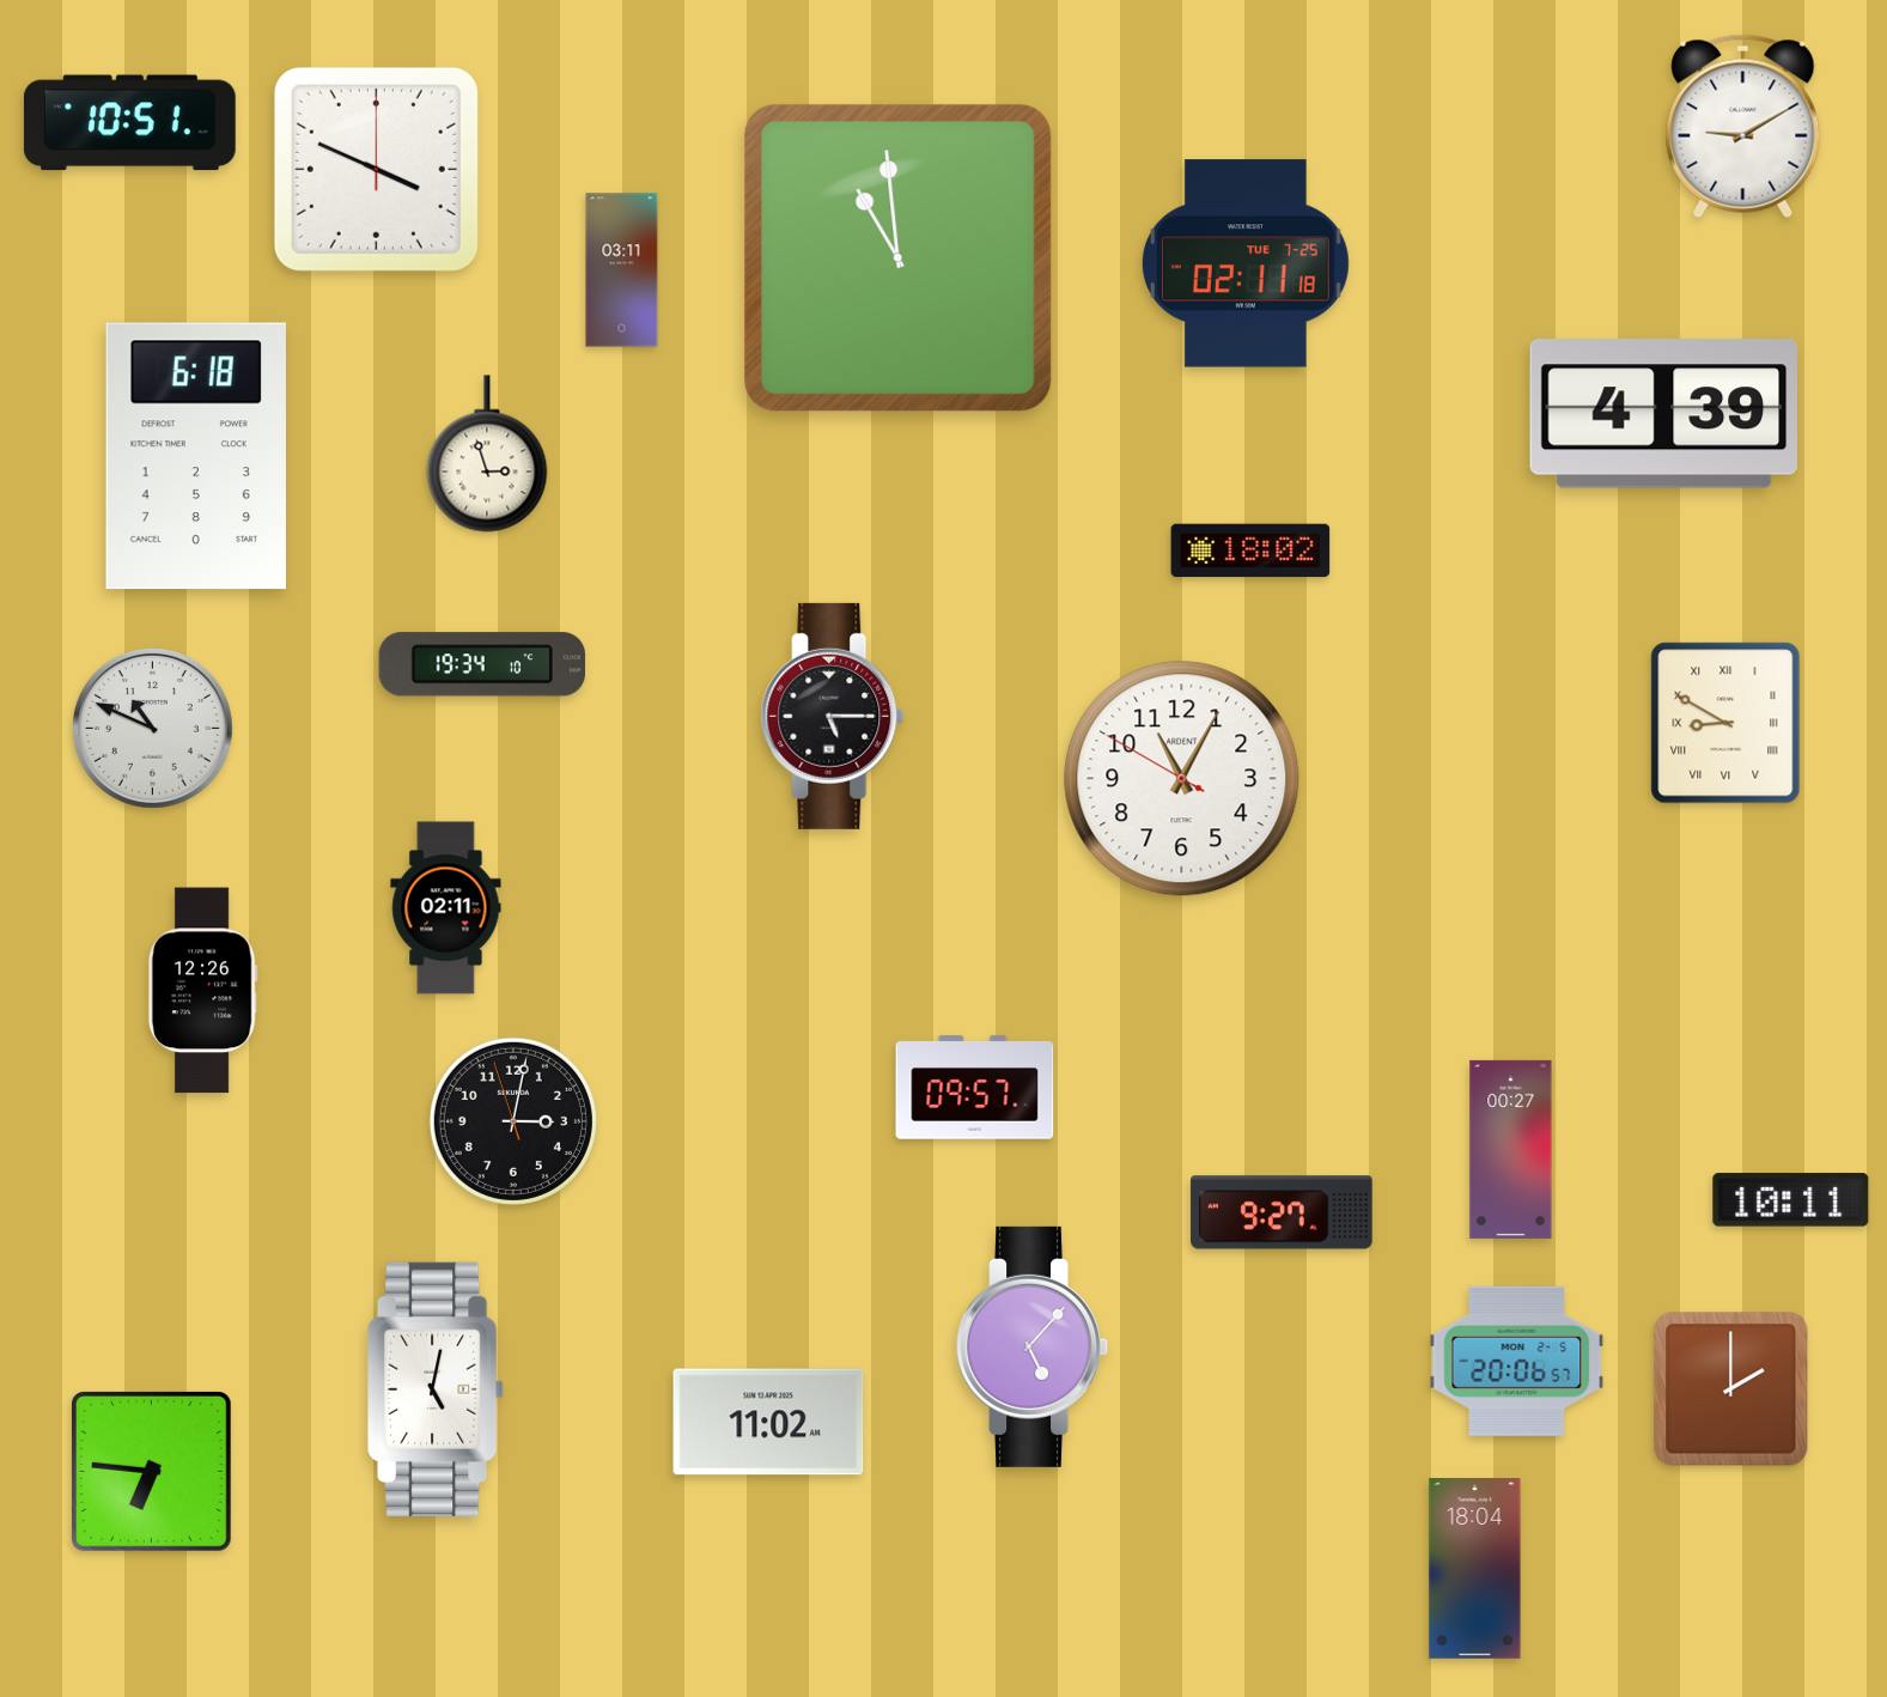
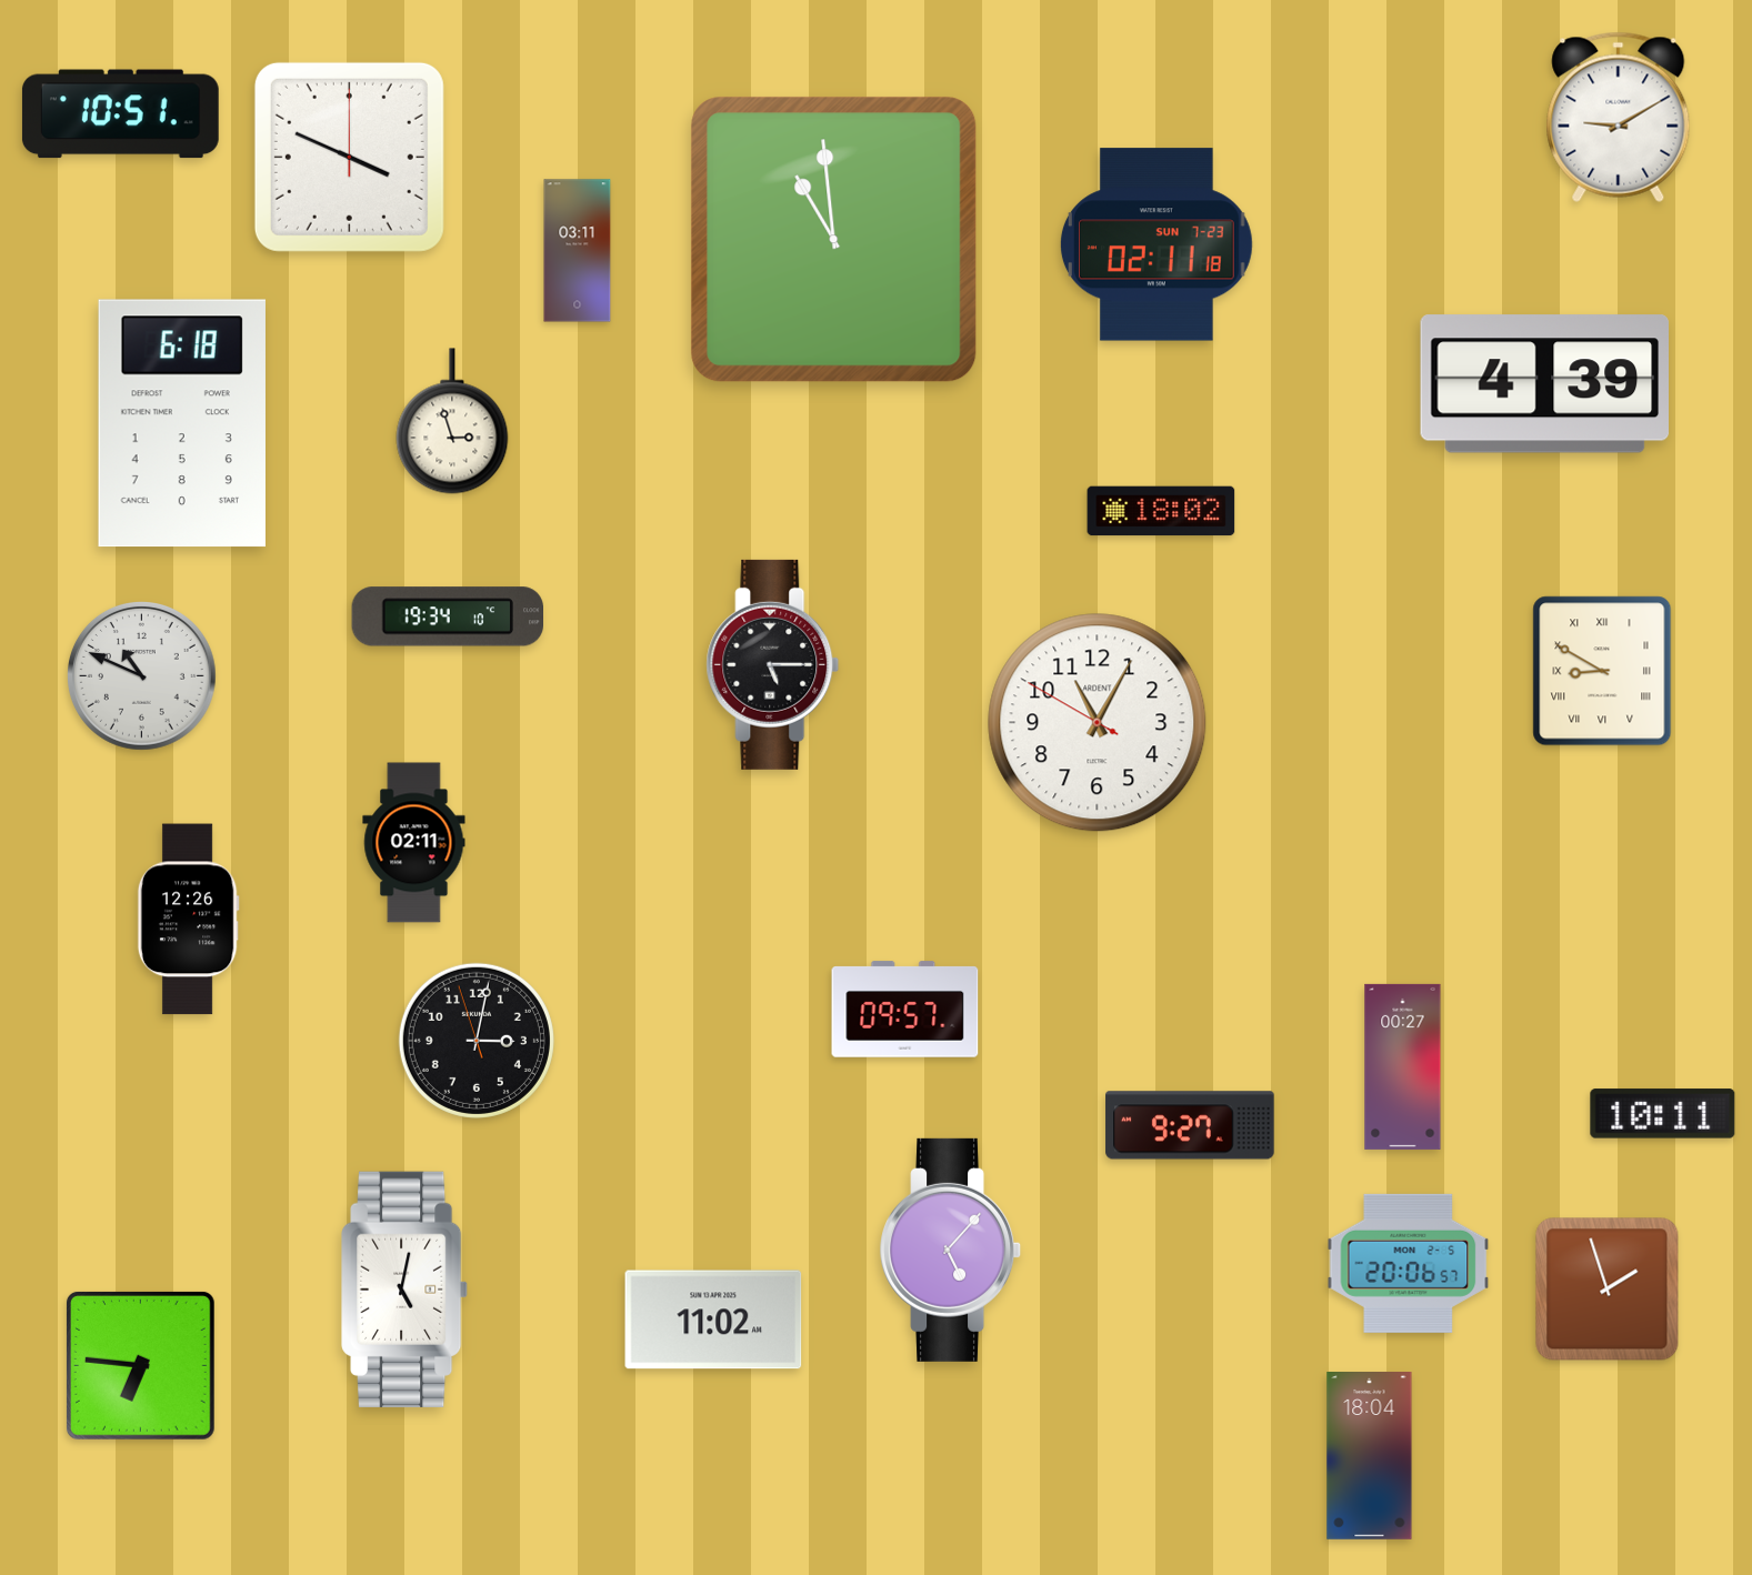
clock at (1246, 263) date: TUE 7-25 -> SUN 7-23
clock at (1033, 1346) position: (1033, 1346) -> (951, 1250)
clock at (1731, 1389): 2:00 -> 1:57
